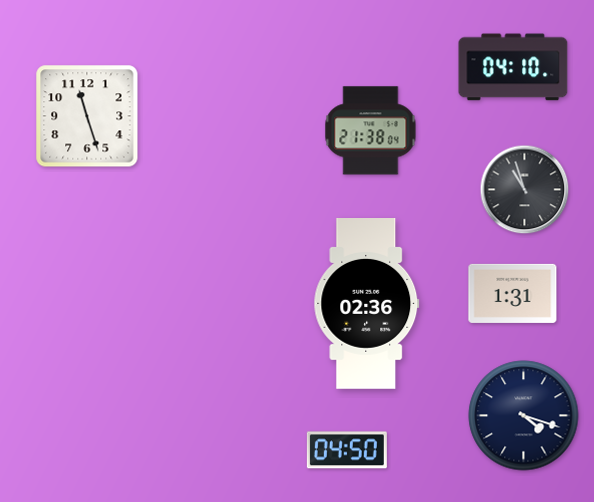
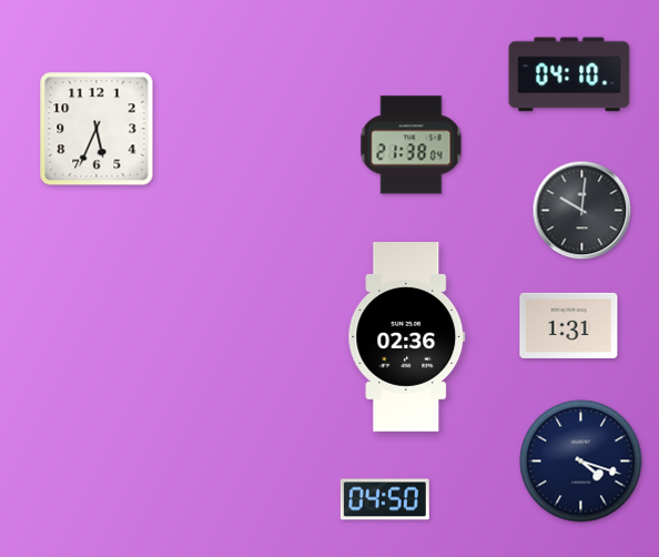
clock at (87, 116): 11:27 -> 5:34
clock at (525, 190): 10:57 -> 10:01
